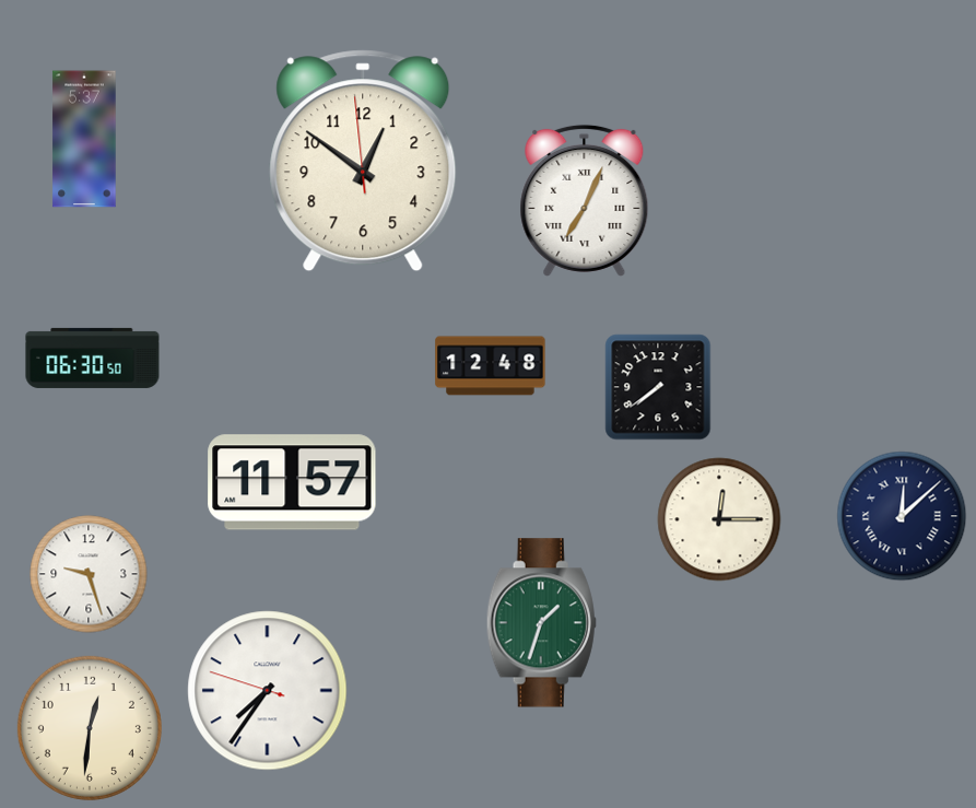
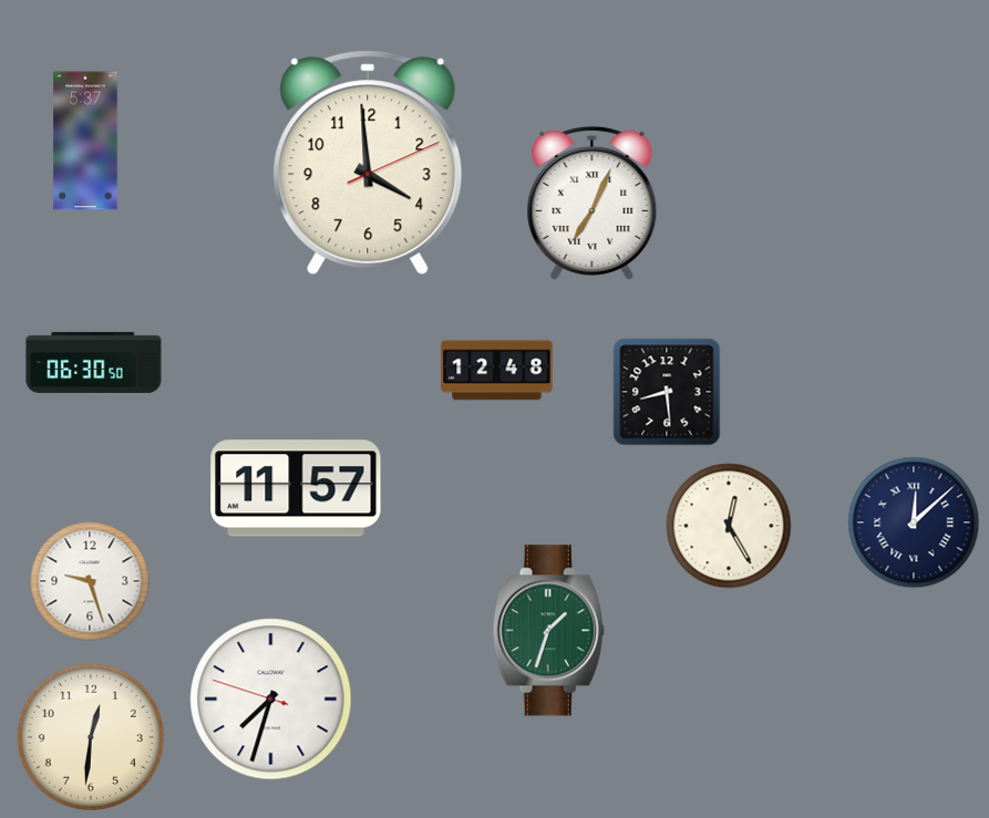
clock at (363, 161): 12:50 -> 3:59
clock at (658, 387): 7:39 -> 8:29
clock at (719, 519): 12:15 -> 12:25
clock at (268, 691): 7:35 -> 7:32
